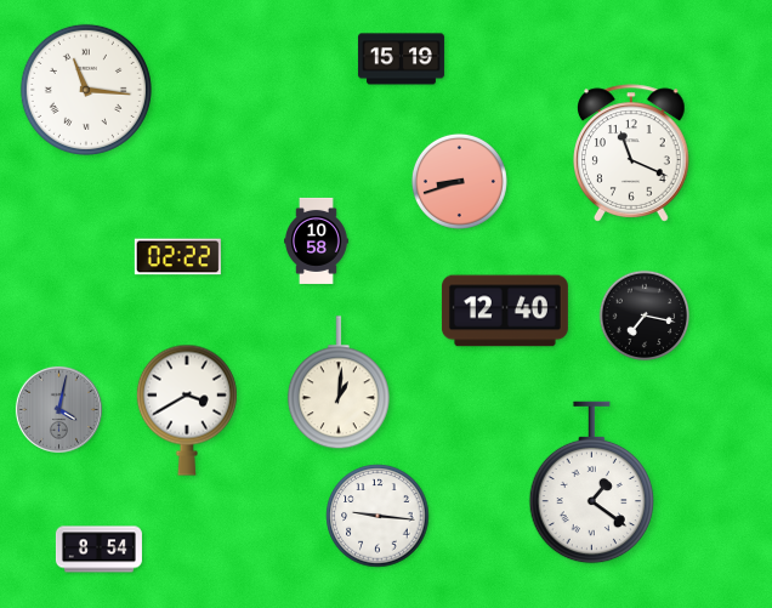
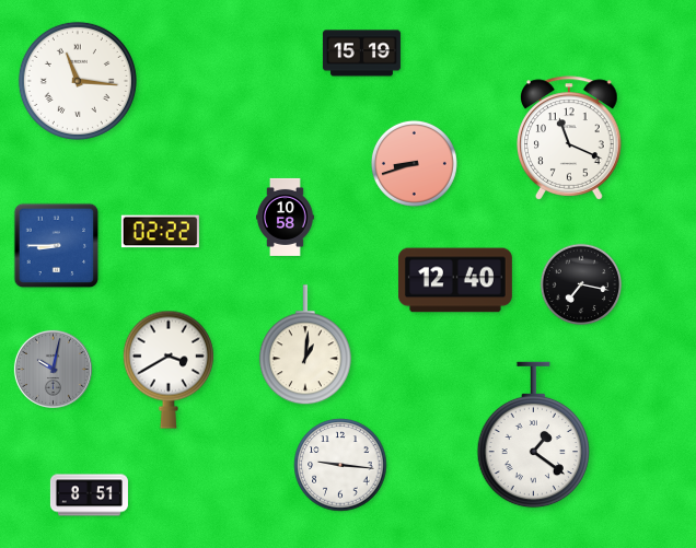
clock at (57, 246): none -> 8:45
clock at (58, 409): 4:02 -> 10:02
clock at (98, 550): 8:54 -> 8:51
